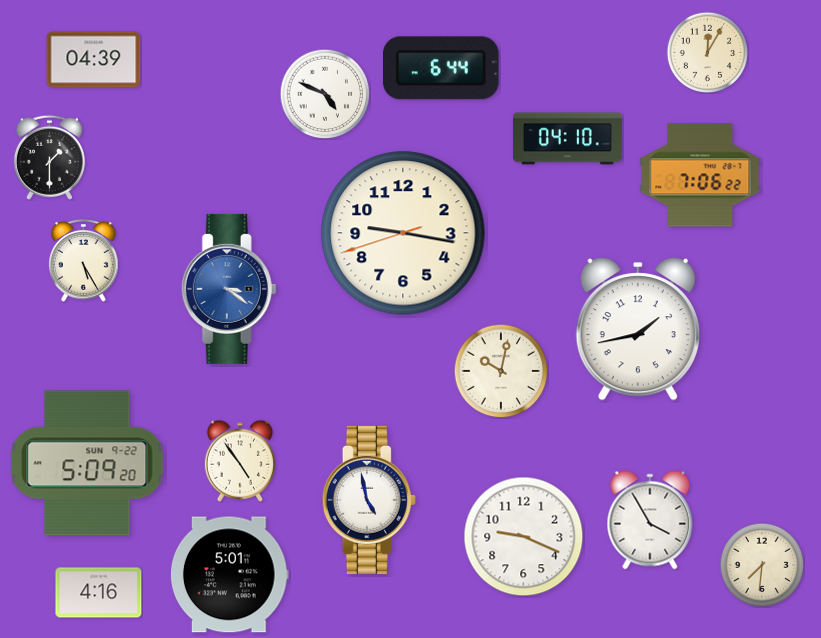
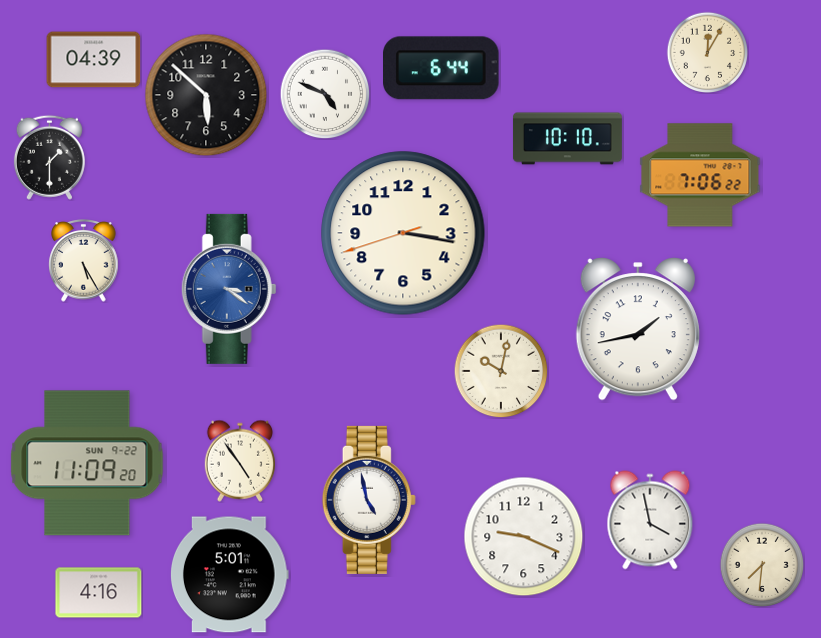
clock at (206, 95): none -> 5:52
clock at (567, 139): 04:10 -> 10:10
clock at (403, 233): 9:16 -> 3:16
clock at (87, 463): 5:09 -> 11:09
clock at (650, 520): 3:55 -> 3:58
